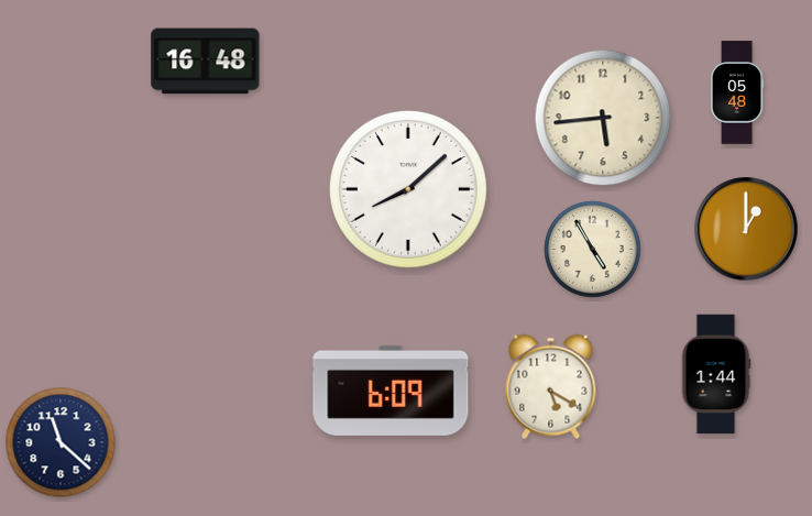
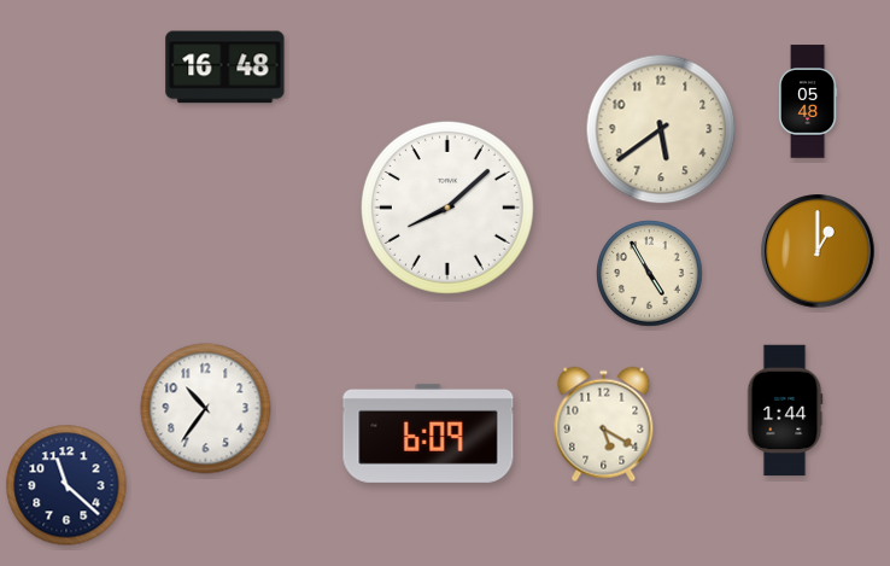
clock at (603, 118): 5:44 -> 5:39
clock at (206, 409): none -> 10:36
clock at (391, 391) position: (391, 391) -> (428, 433)
